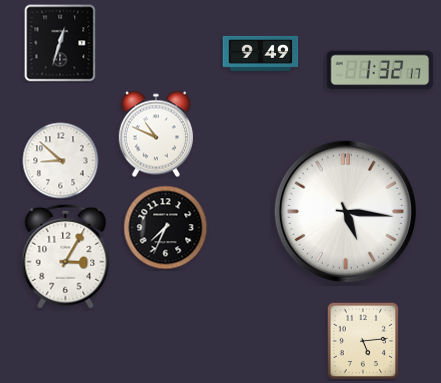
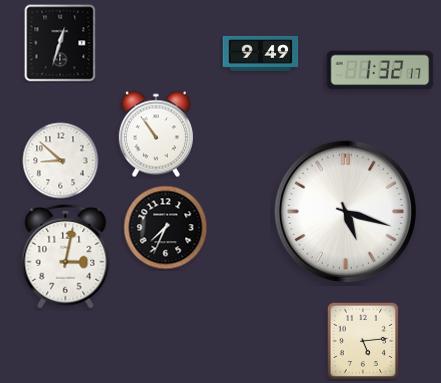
clock at (156, 134): 10:49 -> 10:54
clock at (345, 211): 5:16 -> 5:18
clock at (66, 256): 3:05 -> 3:02
